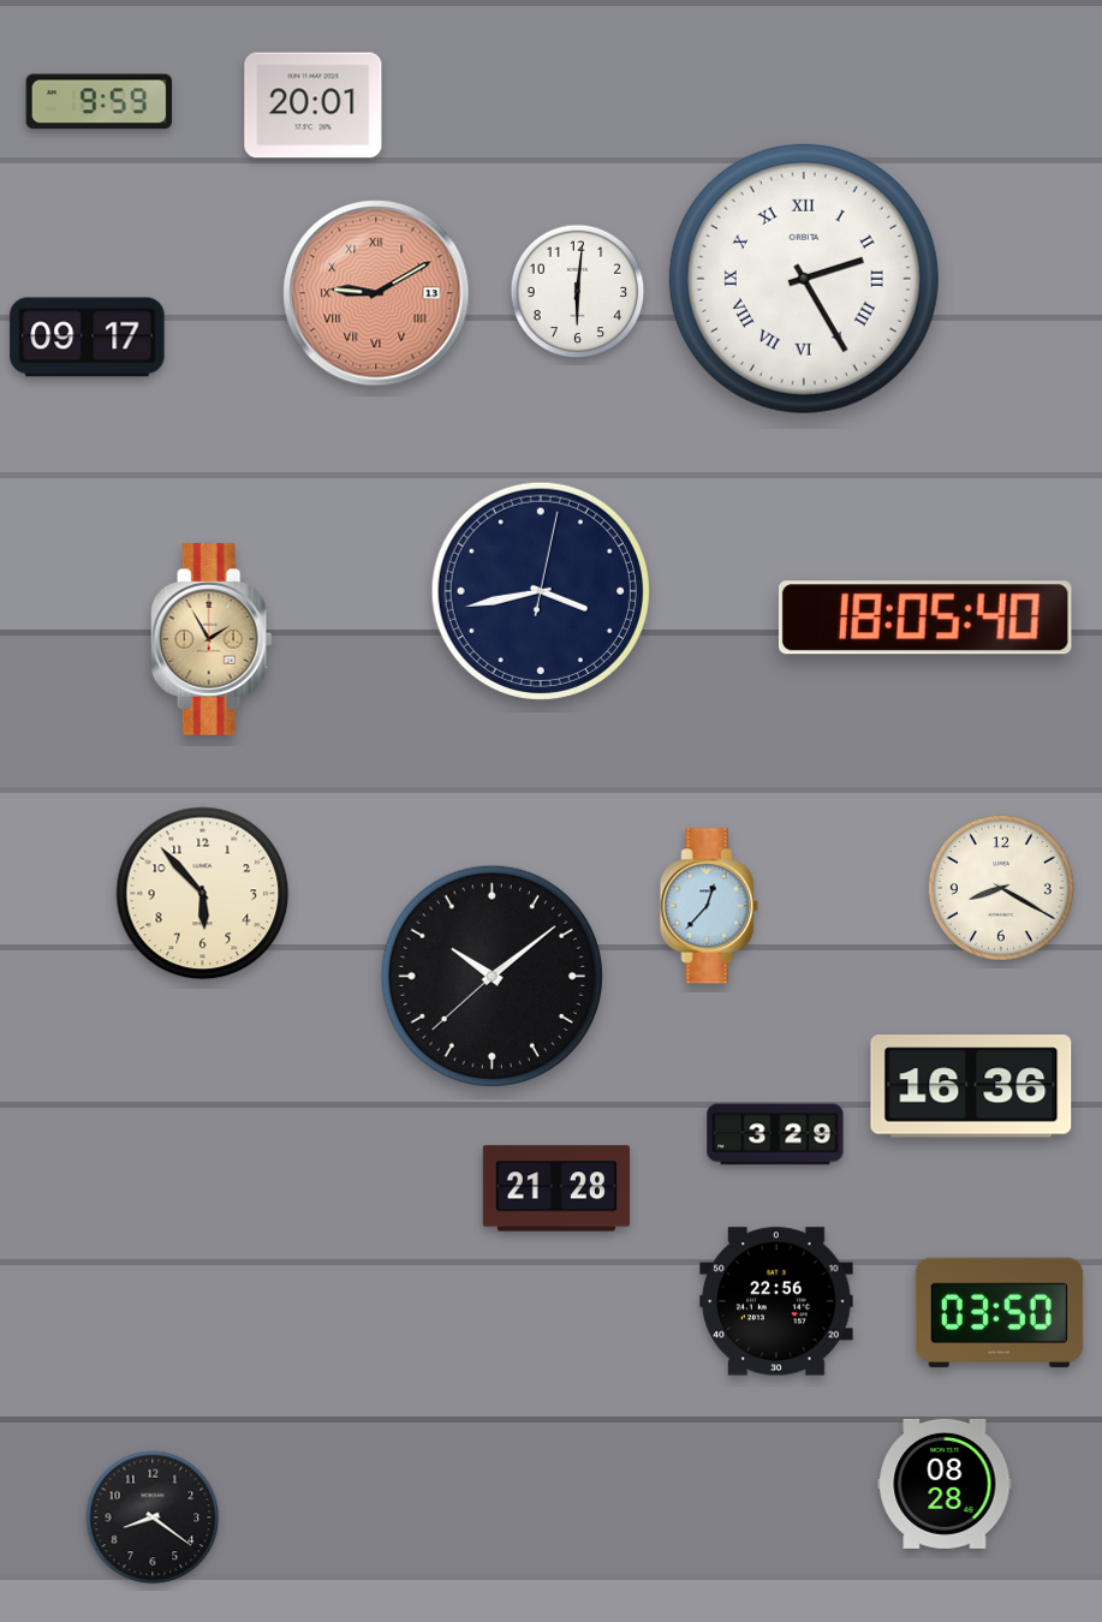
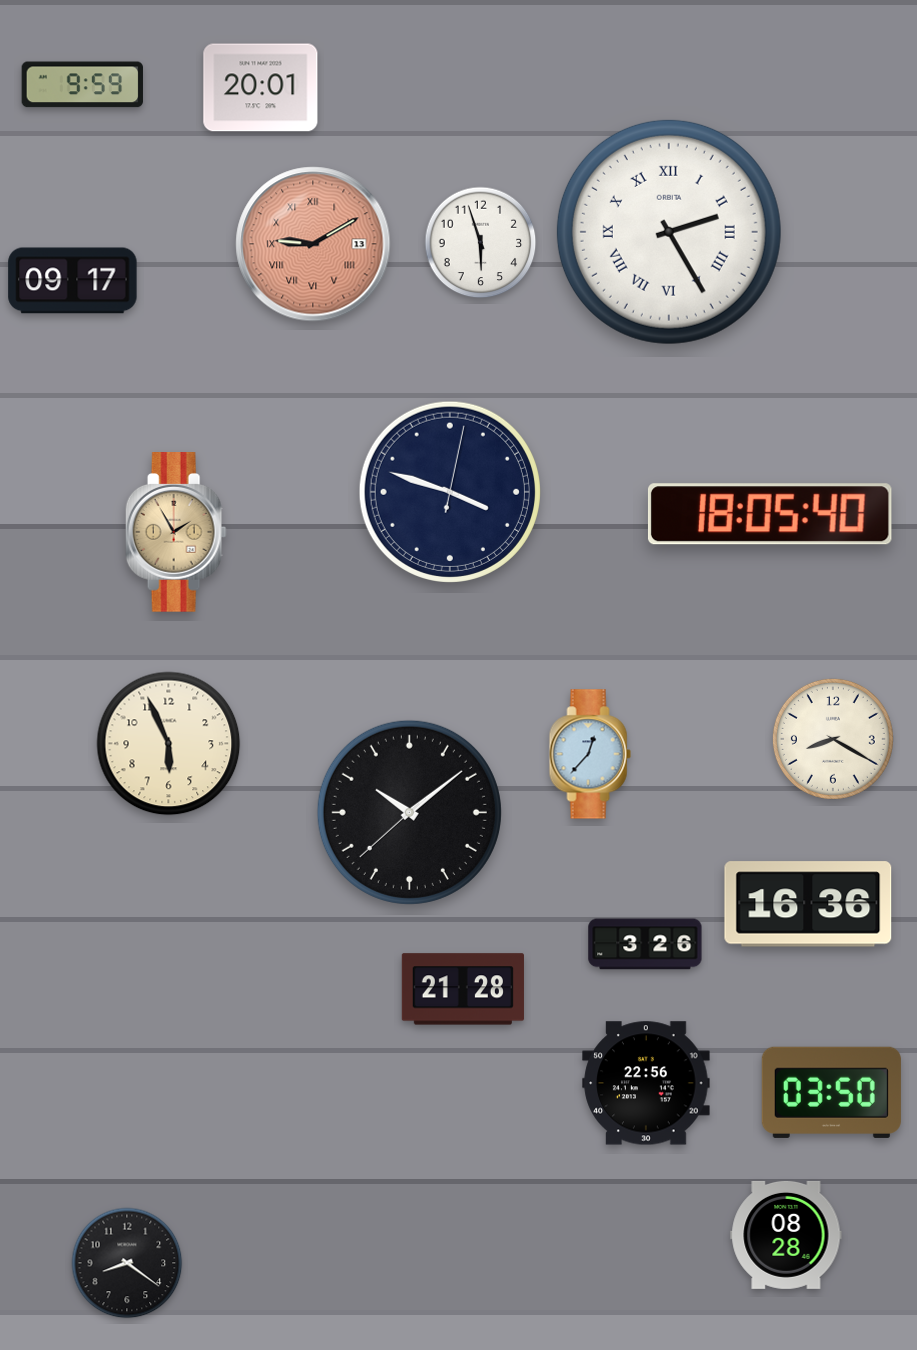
clock at (578, 292): 6:01 -> 5:57
clock at (541, 591): 3:43 -> 3:48
clock at (203, 894): 5:53 -> 5:56
clock at (775, 1134): 3:29 -> 3:26
